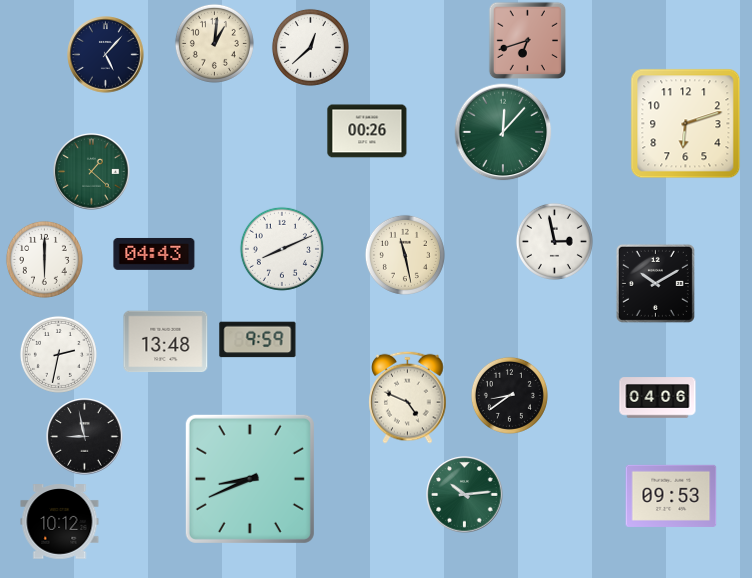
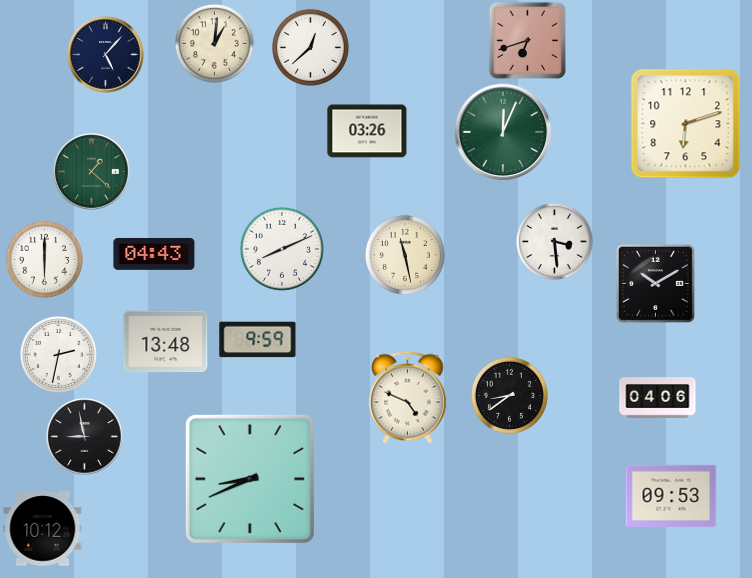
clock at (367, 131): 00:26 -> 03:26
clock at (503, 132): 12:07 -> 12:04
clock at (554, 241): 2:58 -> 3:29
clock at (465, 495): 10:14 -> none
clock at (60, 522) position: (60, 522) -> (43, 529)
